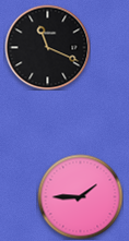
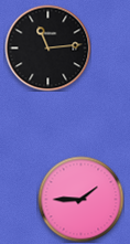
clock at (47, 47): 11:19 -> 11:14
